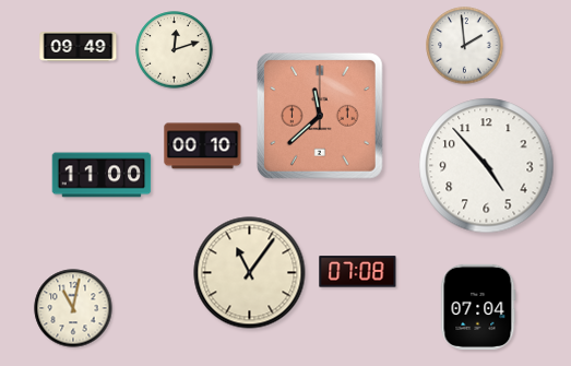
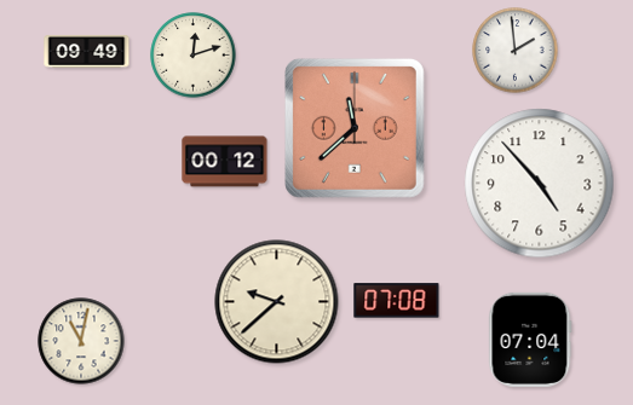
clock at (203, 146): 00:10 -> 00:12
clock at (102, 175): 11:00 -> none
clock at (250, 273): 11:06 -> 9:38
